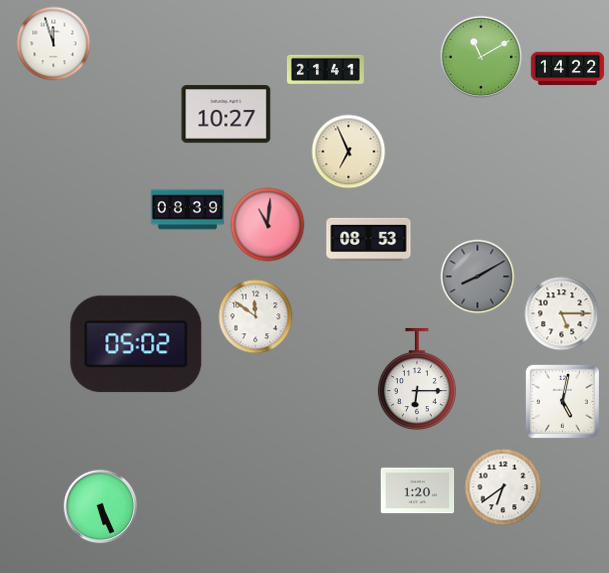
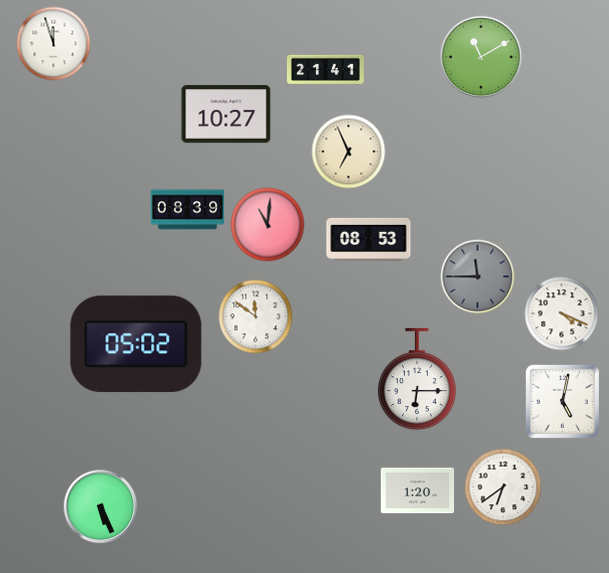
clock at (568, 69): 14:22 -> none
clock at (478, 277): 8:10 -> 11:45
clock at (562, 314): 5:15 -> 4:19
